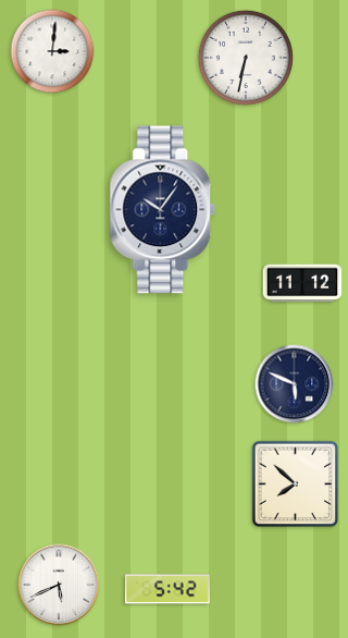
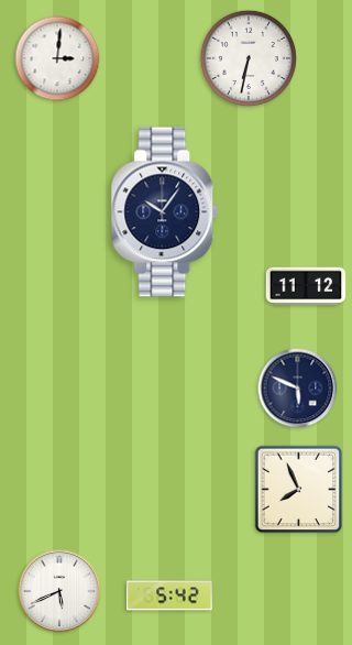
clock at (52, 51) position: (52, 51) -> (57, 58)
clock at (296, 484): 7:52 -> 7:56
